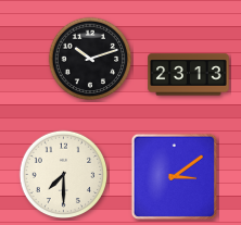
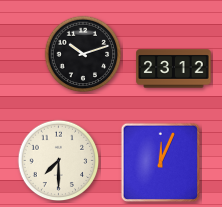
clock at (189, 75): 23:13 -> 23:12
clock at (174, 176): 3:09 -> 12:04
